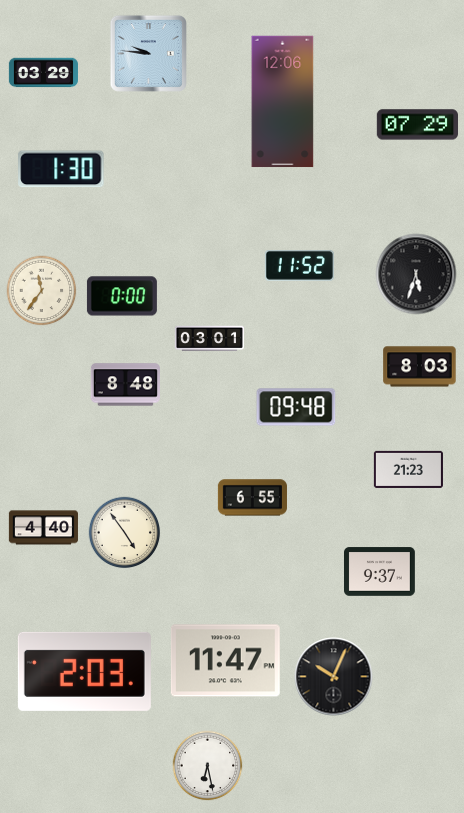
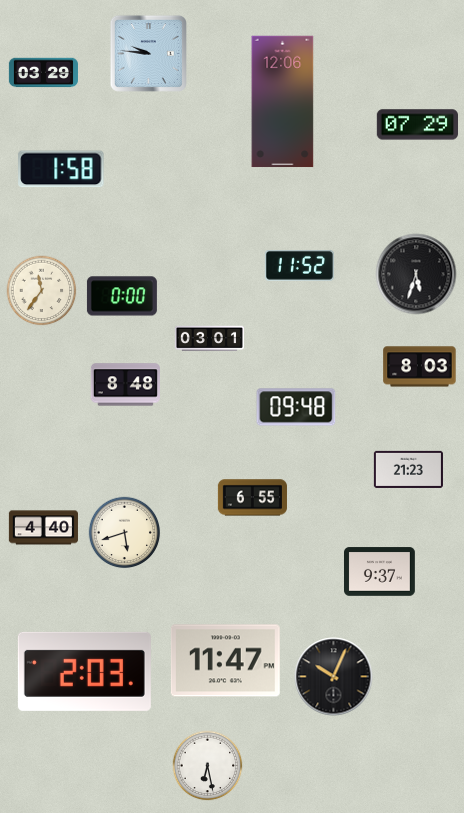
clock at (61, 169): 1:30 -> 1:58
clock at (125, 533): 4:54 -> 5:42
